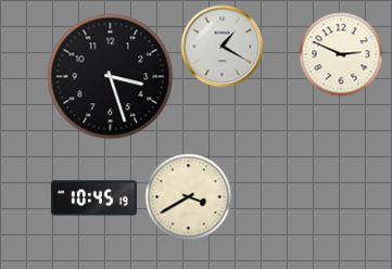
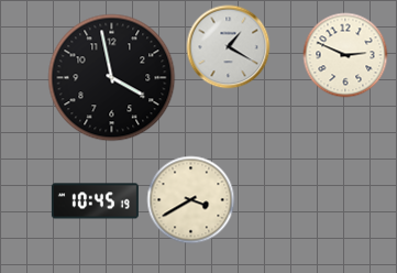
clock at (223, 47) position: (223, 47) -> (229, 47)
clock at (111, 77): 3:27 -> 3:58
